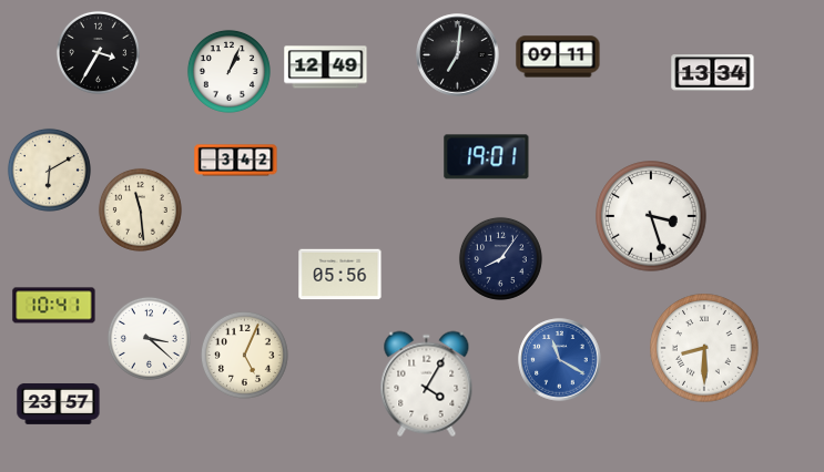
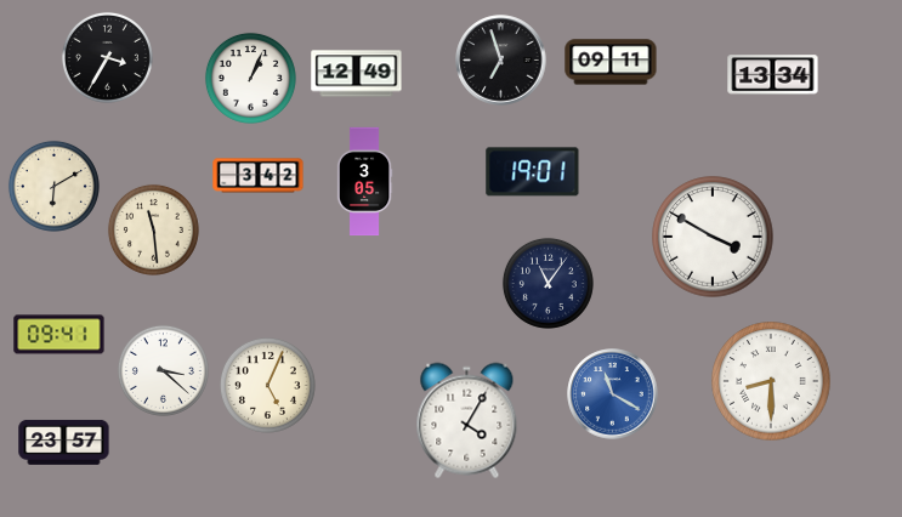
clock at (458, 55): 7:01 -> 6:57
clock at (713, 73) position: (713, 73) -> (773, 75)
clock at (364, 182): none -> 3:05
clock at (651, 216): 3:27 -> 3:50
clock at (500, 258): 8:06 -> 11:06
clock at (340, 275): 05:56 -> none
clock at (54, 306): 10:41 -> 09:41
clock at (244, 355) position: (244, 355) -> (267, 385)
